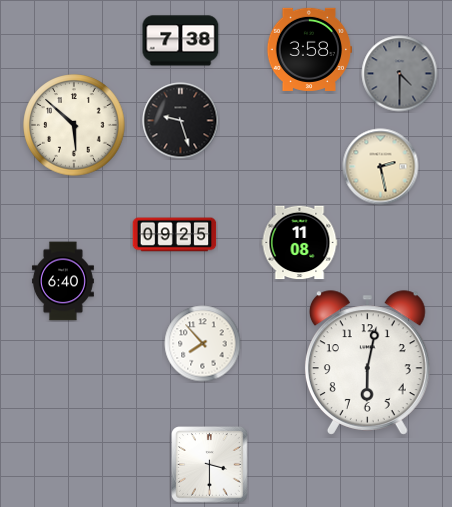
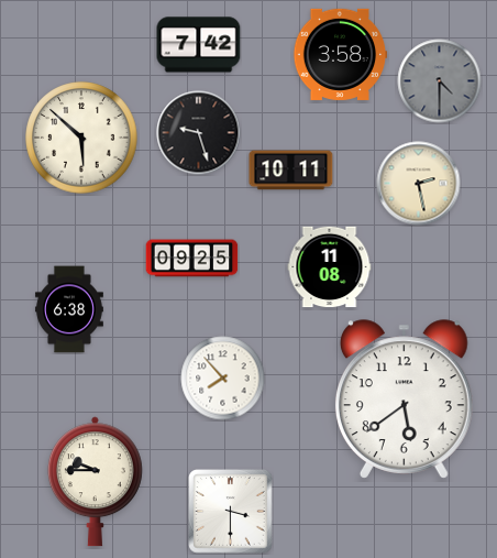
clock at (181, 41): 7:38 -> 7:42
clock at (291, 171): none -> 10:11
clock at (63, 281): 6:40 -> 6:38
clock at (367, 363): 6:02 -> 5:39
clock at (95, 482): none -> 9:45
